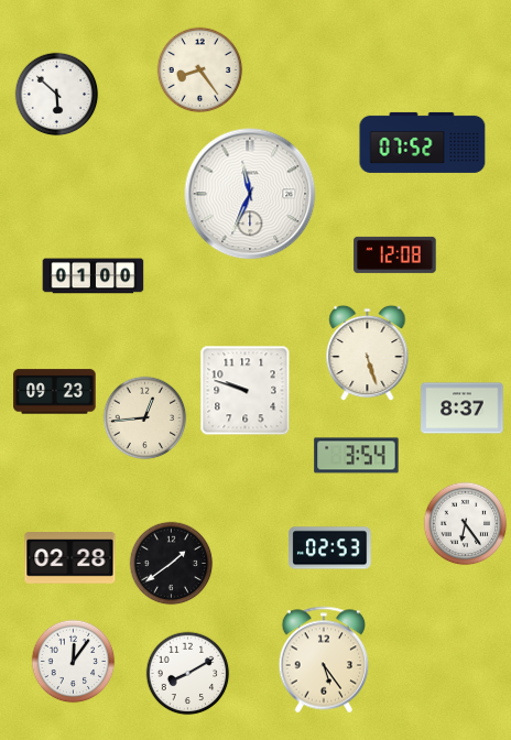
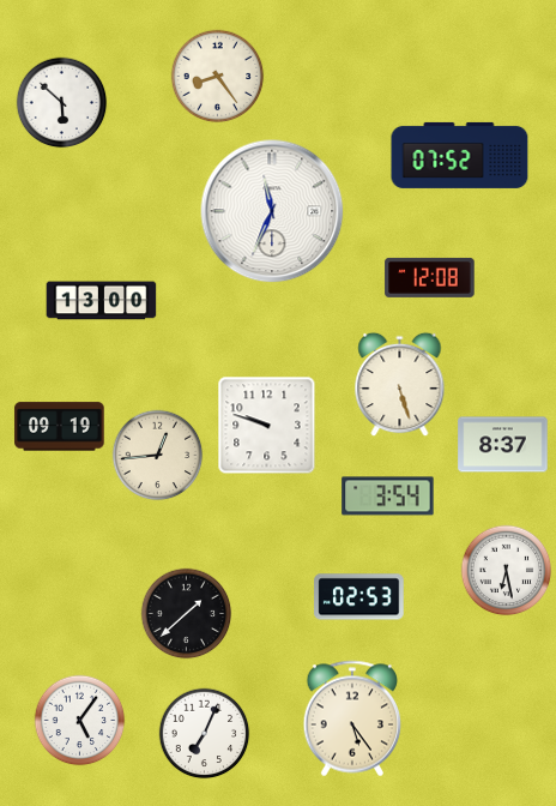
clock at (94, 276): 01:00 -> 13:00
clock at (55, 392): 09:23 -> 09:19
clock at (466, 524): 6:24 -> 6:28
clock at (70, 558): 02:28 -> none
clock at (172, 564): 1:39 -> 1:38
clock at (74, 662): 12:06 -> 5:06
clock at (188, 674): 8:10 -> 7:04
